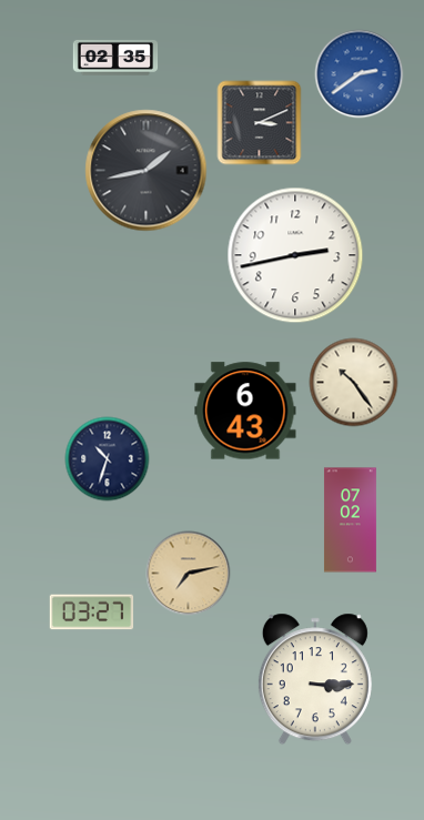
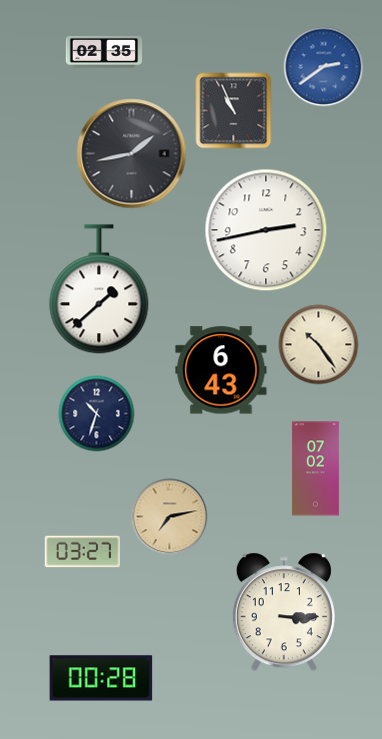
clock at (260, 123): 3:11 -> 10:56
clock at (99, 289): none -> 1:38
clock at (101, 678): none -> 00:28
